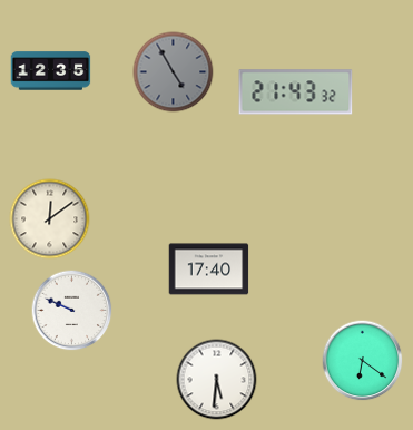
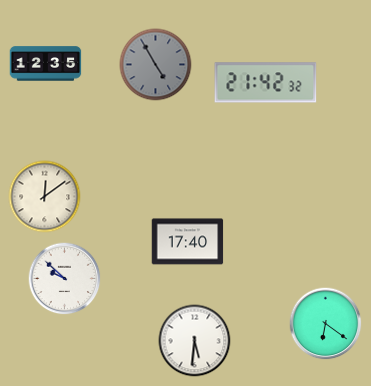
clock at (296, 92): 21:43 -> 21:42
clock at (72, 311): 9:49 -> 9:52
